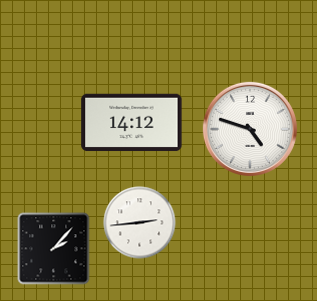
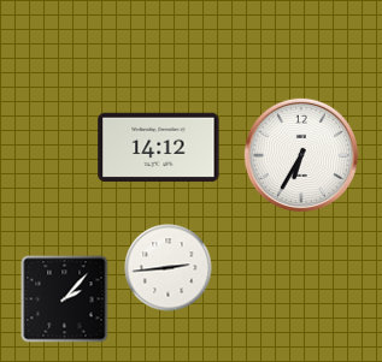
clock at (250, 129): 4:48 -> 6:35
